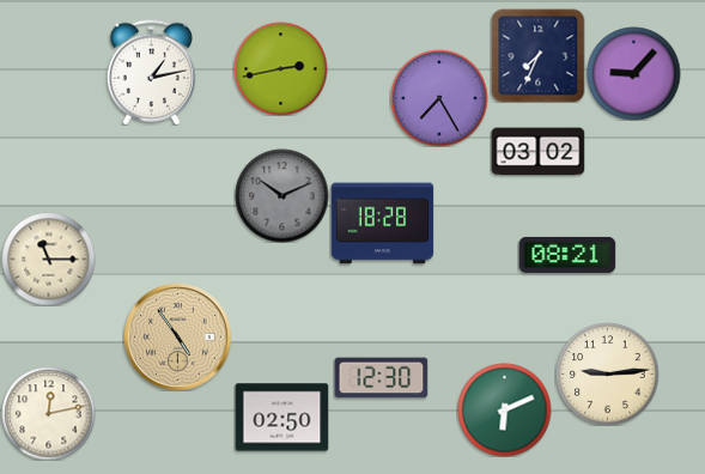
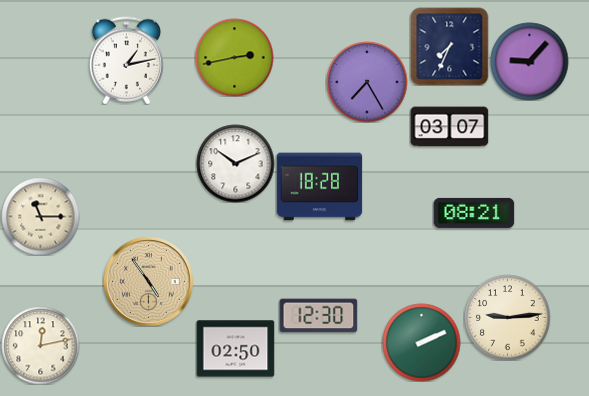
clock at (537, 152): 03:02 -> 03:07
clock at (281, 195) dial: grey -> white
clock at (607, 373) position: (607, 373) -> (507, 317)
clock at (504, 409): 6:11 -> 2:11
